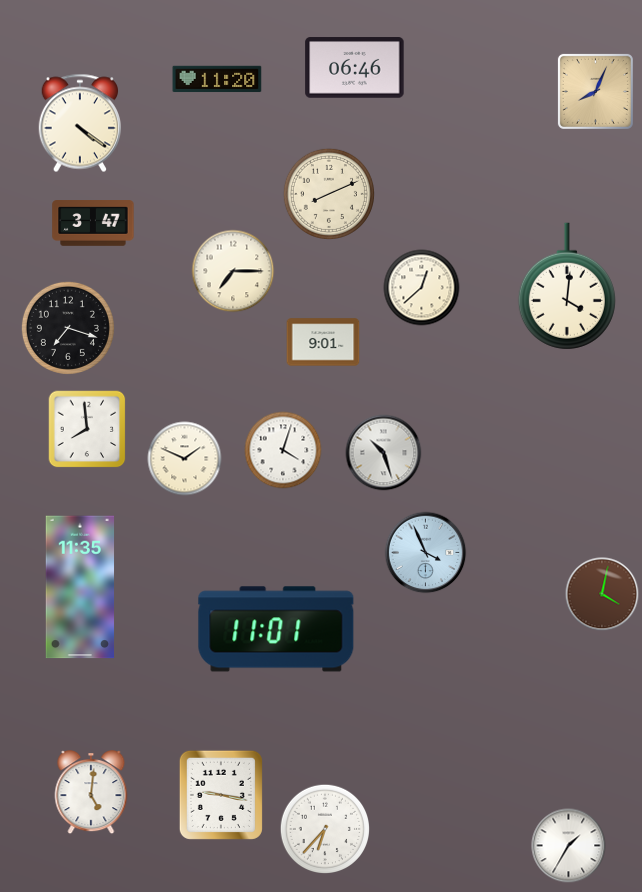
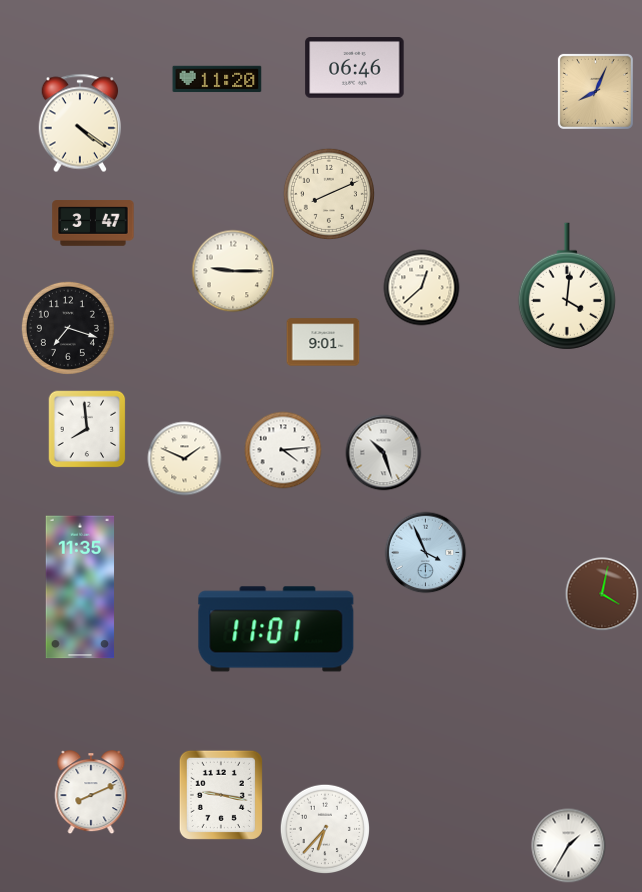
clock at (233, 271): 7:15 -> 9:15
clock at (283, 450): 4:03 -> 4:14
clock at (91, 793): 5:01 -> 8:11
